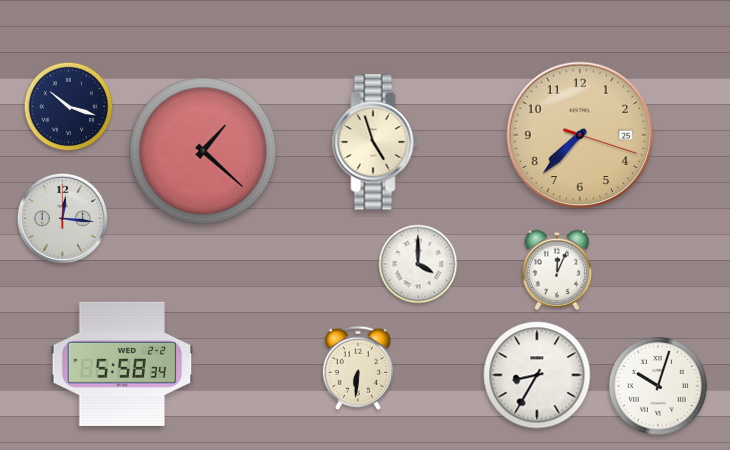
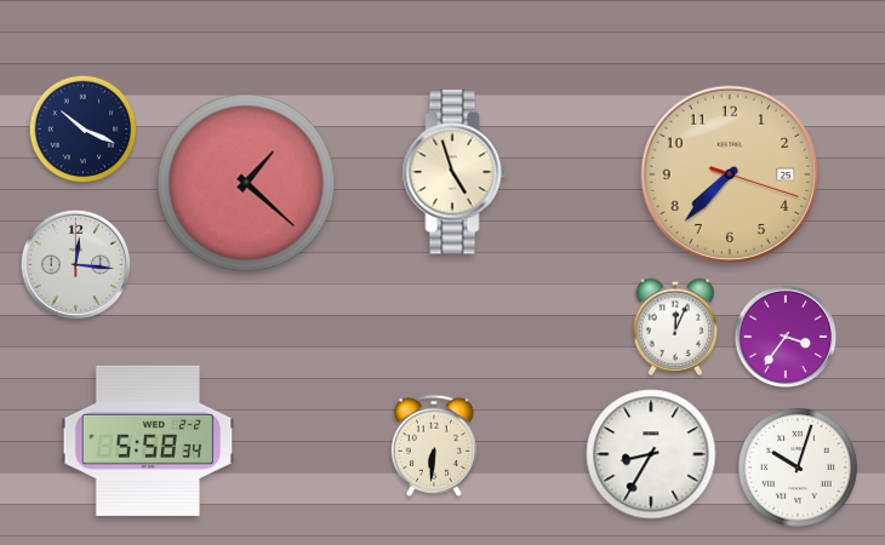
clock at (69, 107): 10:18 -> 10:19
clock at (580, 135) position: (580, 135) -> (730, 174)
clock at (418, 264): 4:00 -> none
clock at (786, 337): none -> 3:36
